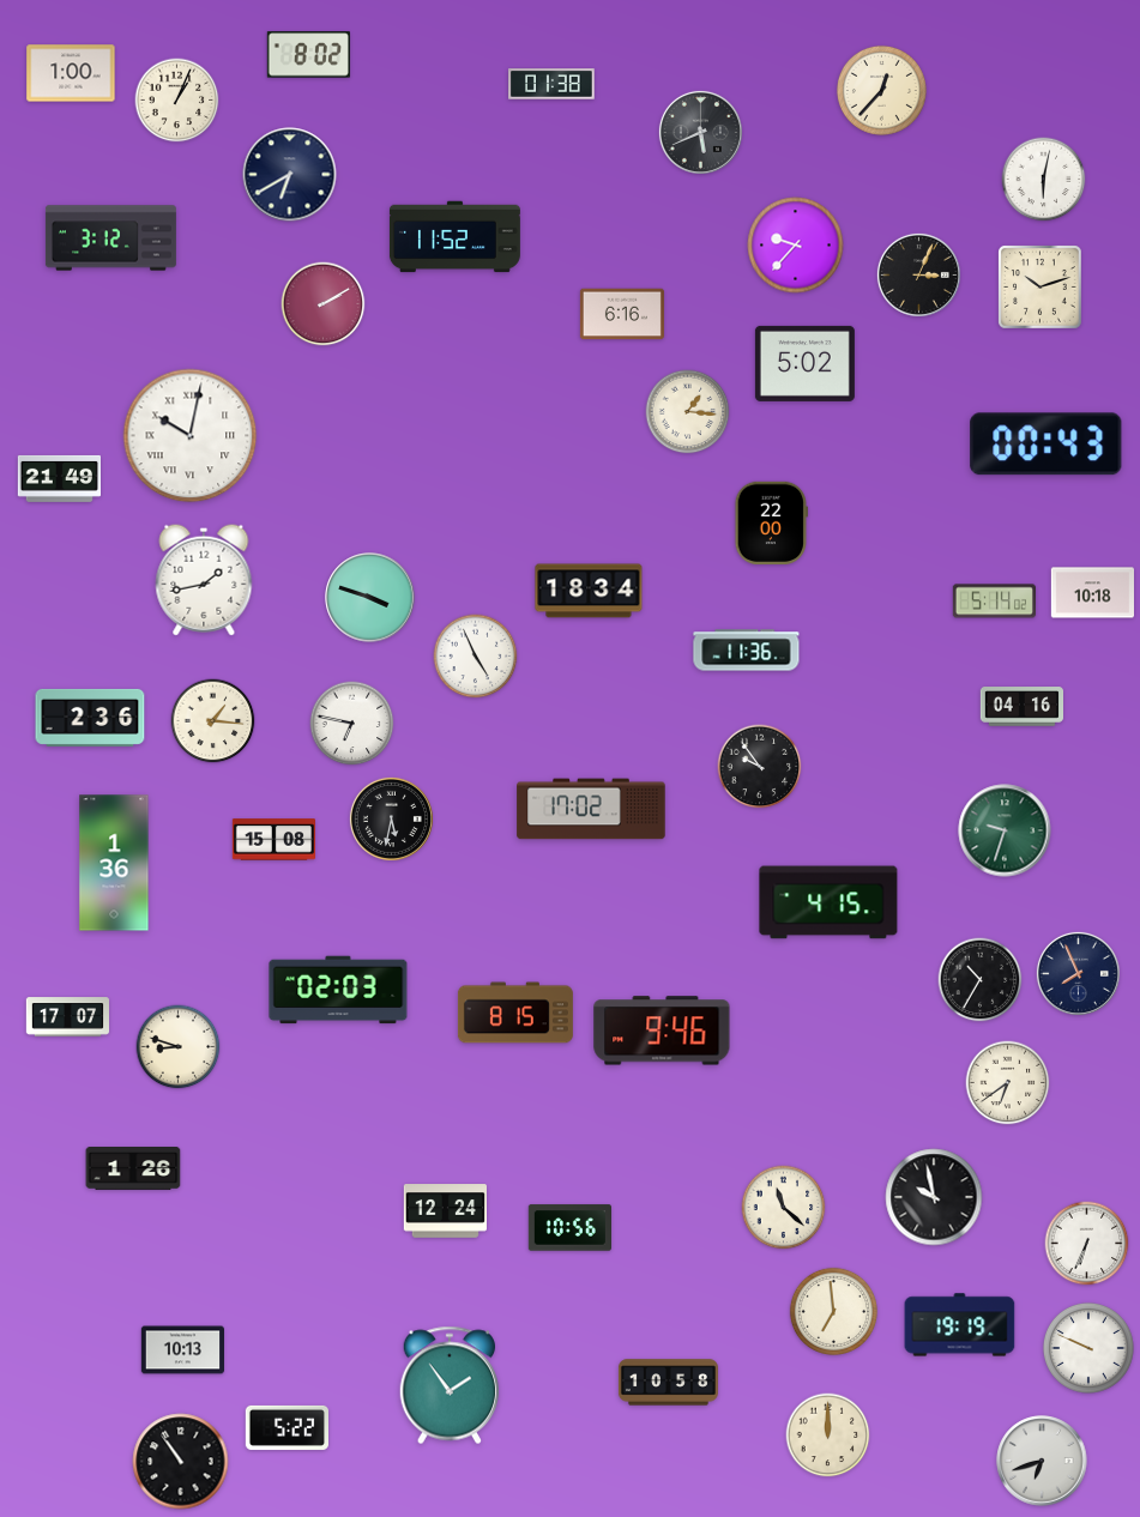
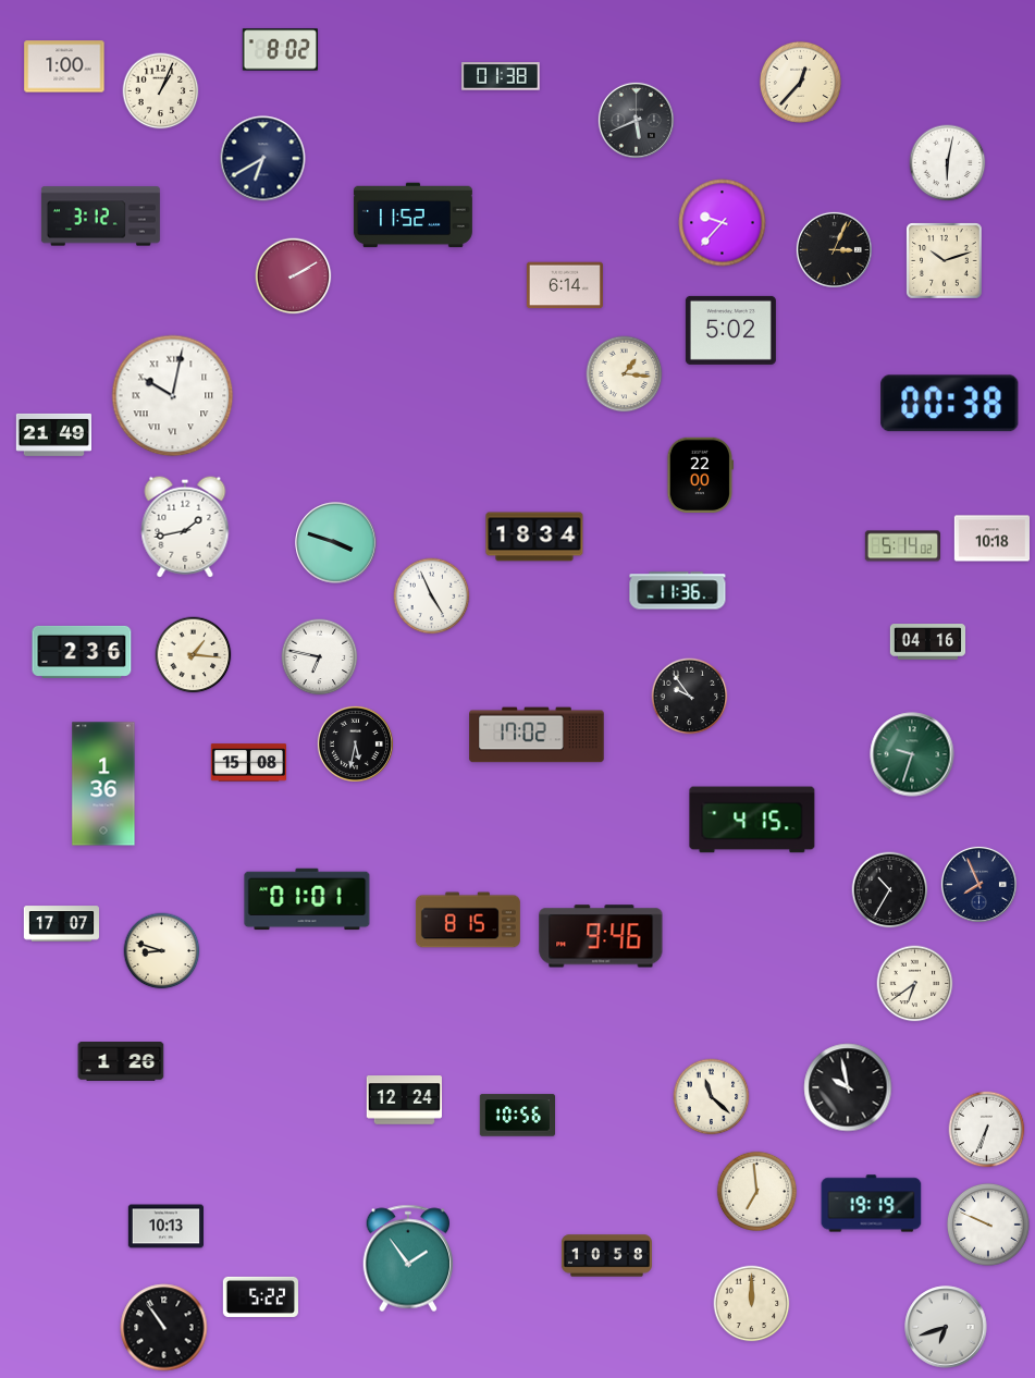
clock at (622, 314): 6:16 -> 6:14
clock at (1046, 445): 00:43 -> 00:38
clock at (338, 990): 02:03 -> 01:01
